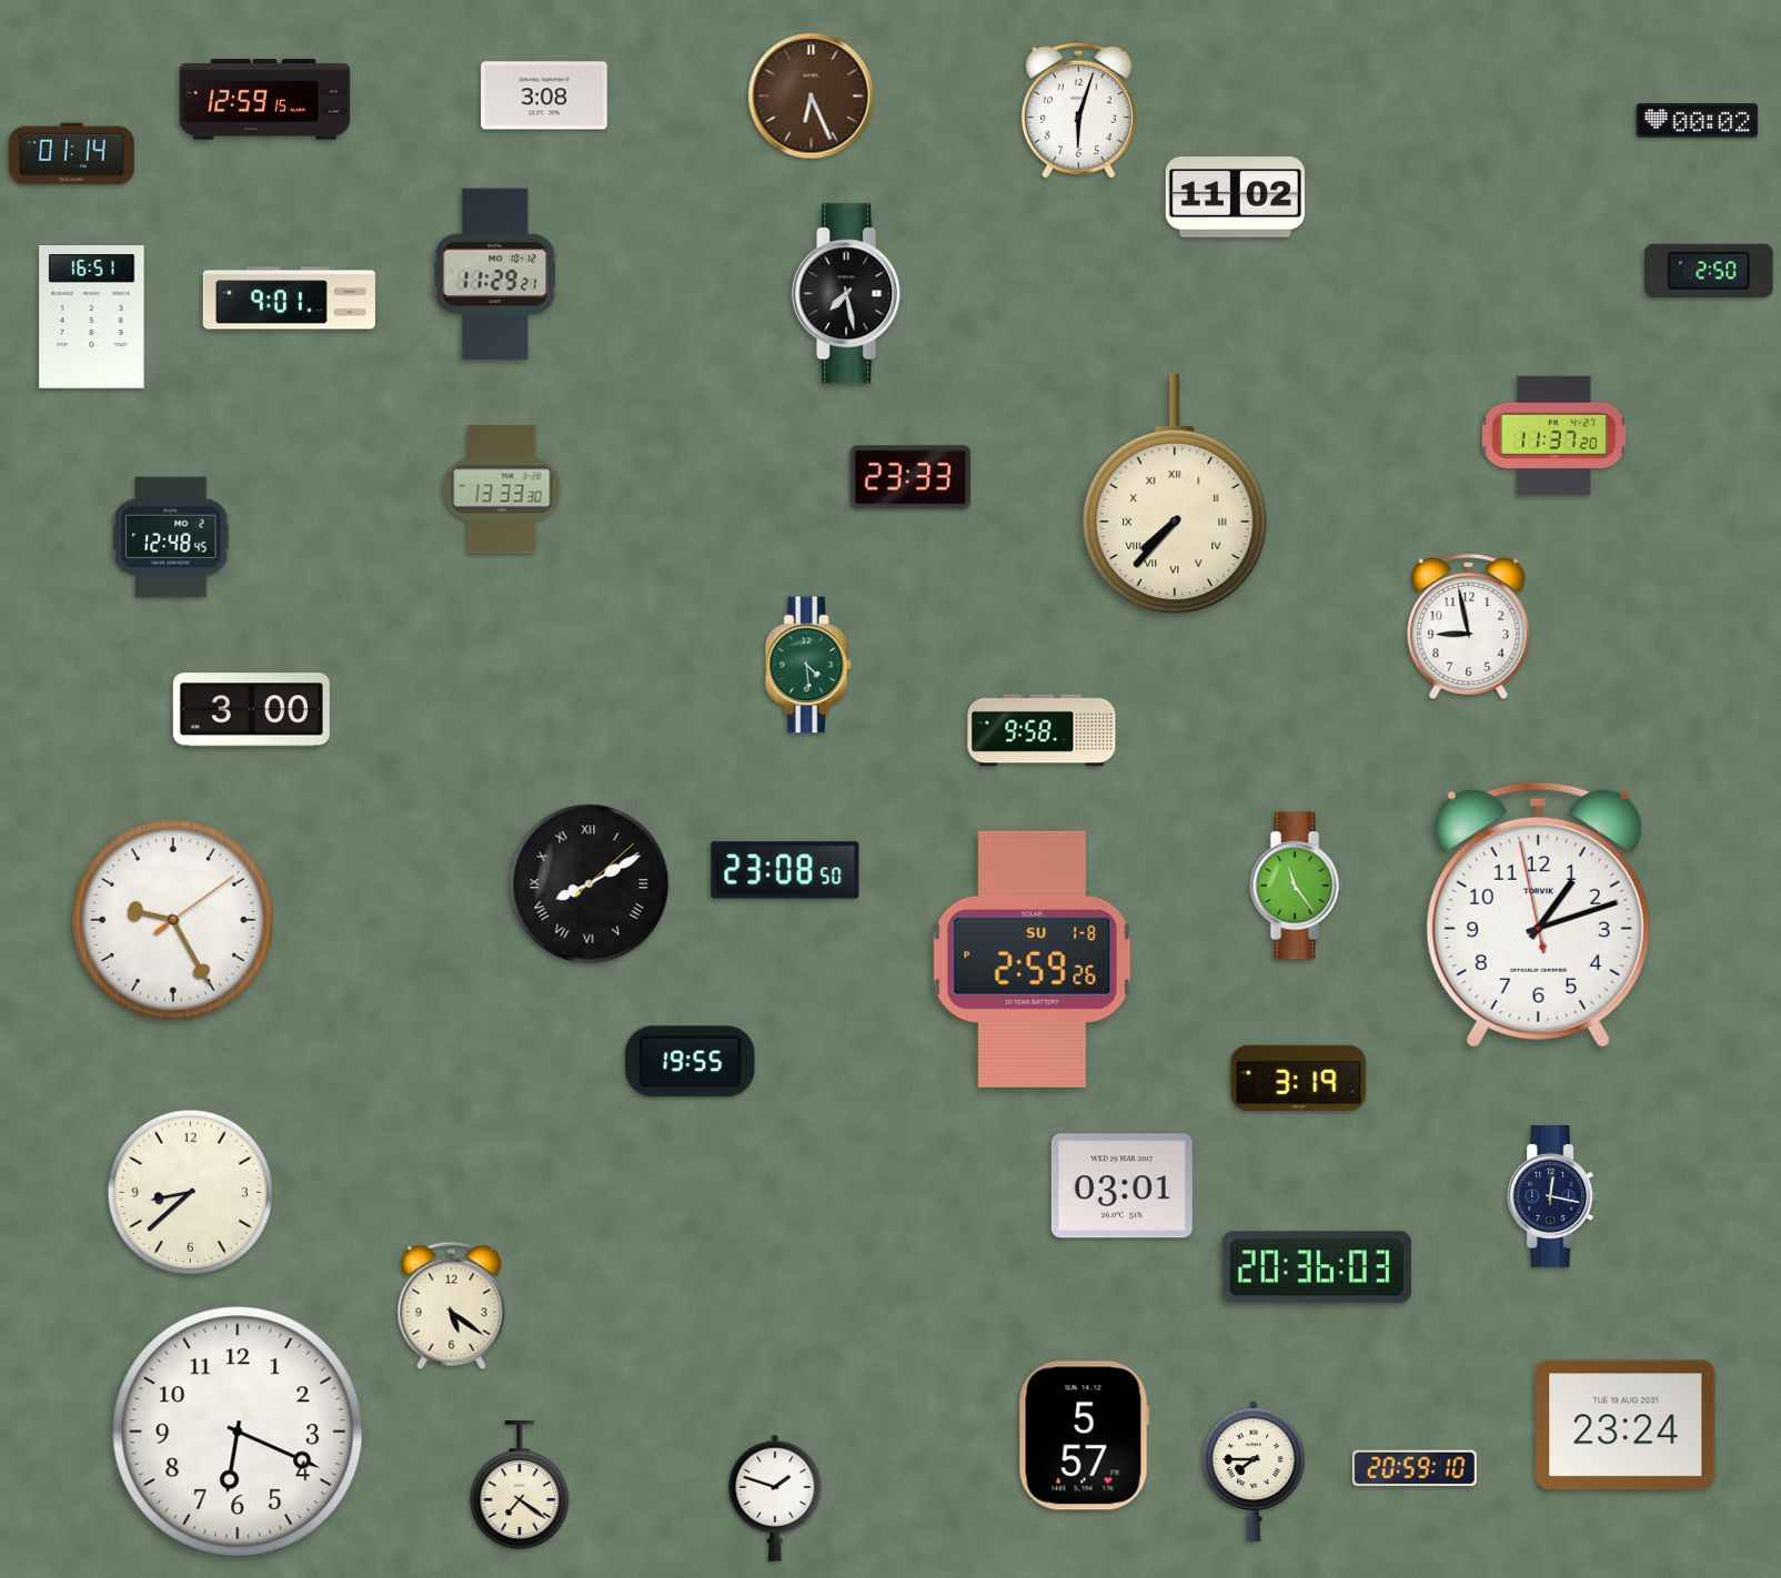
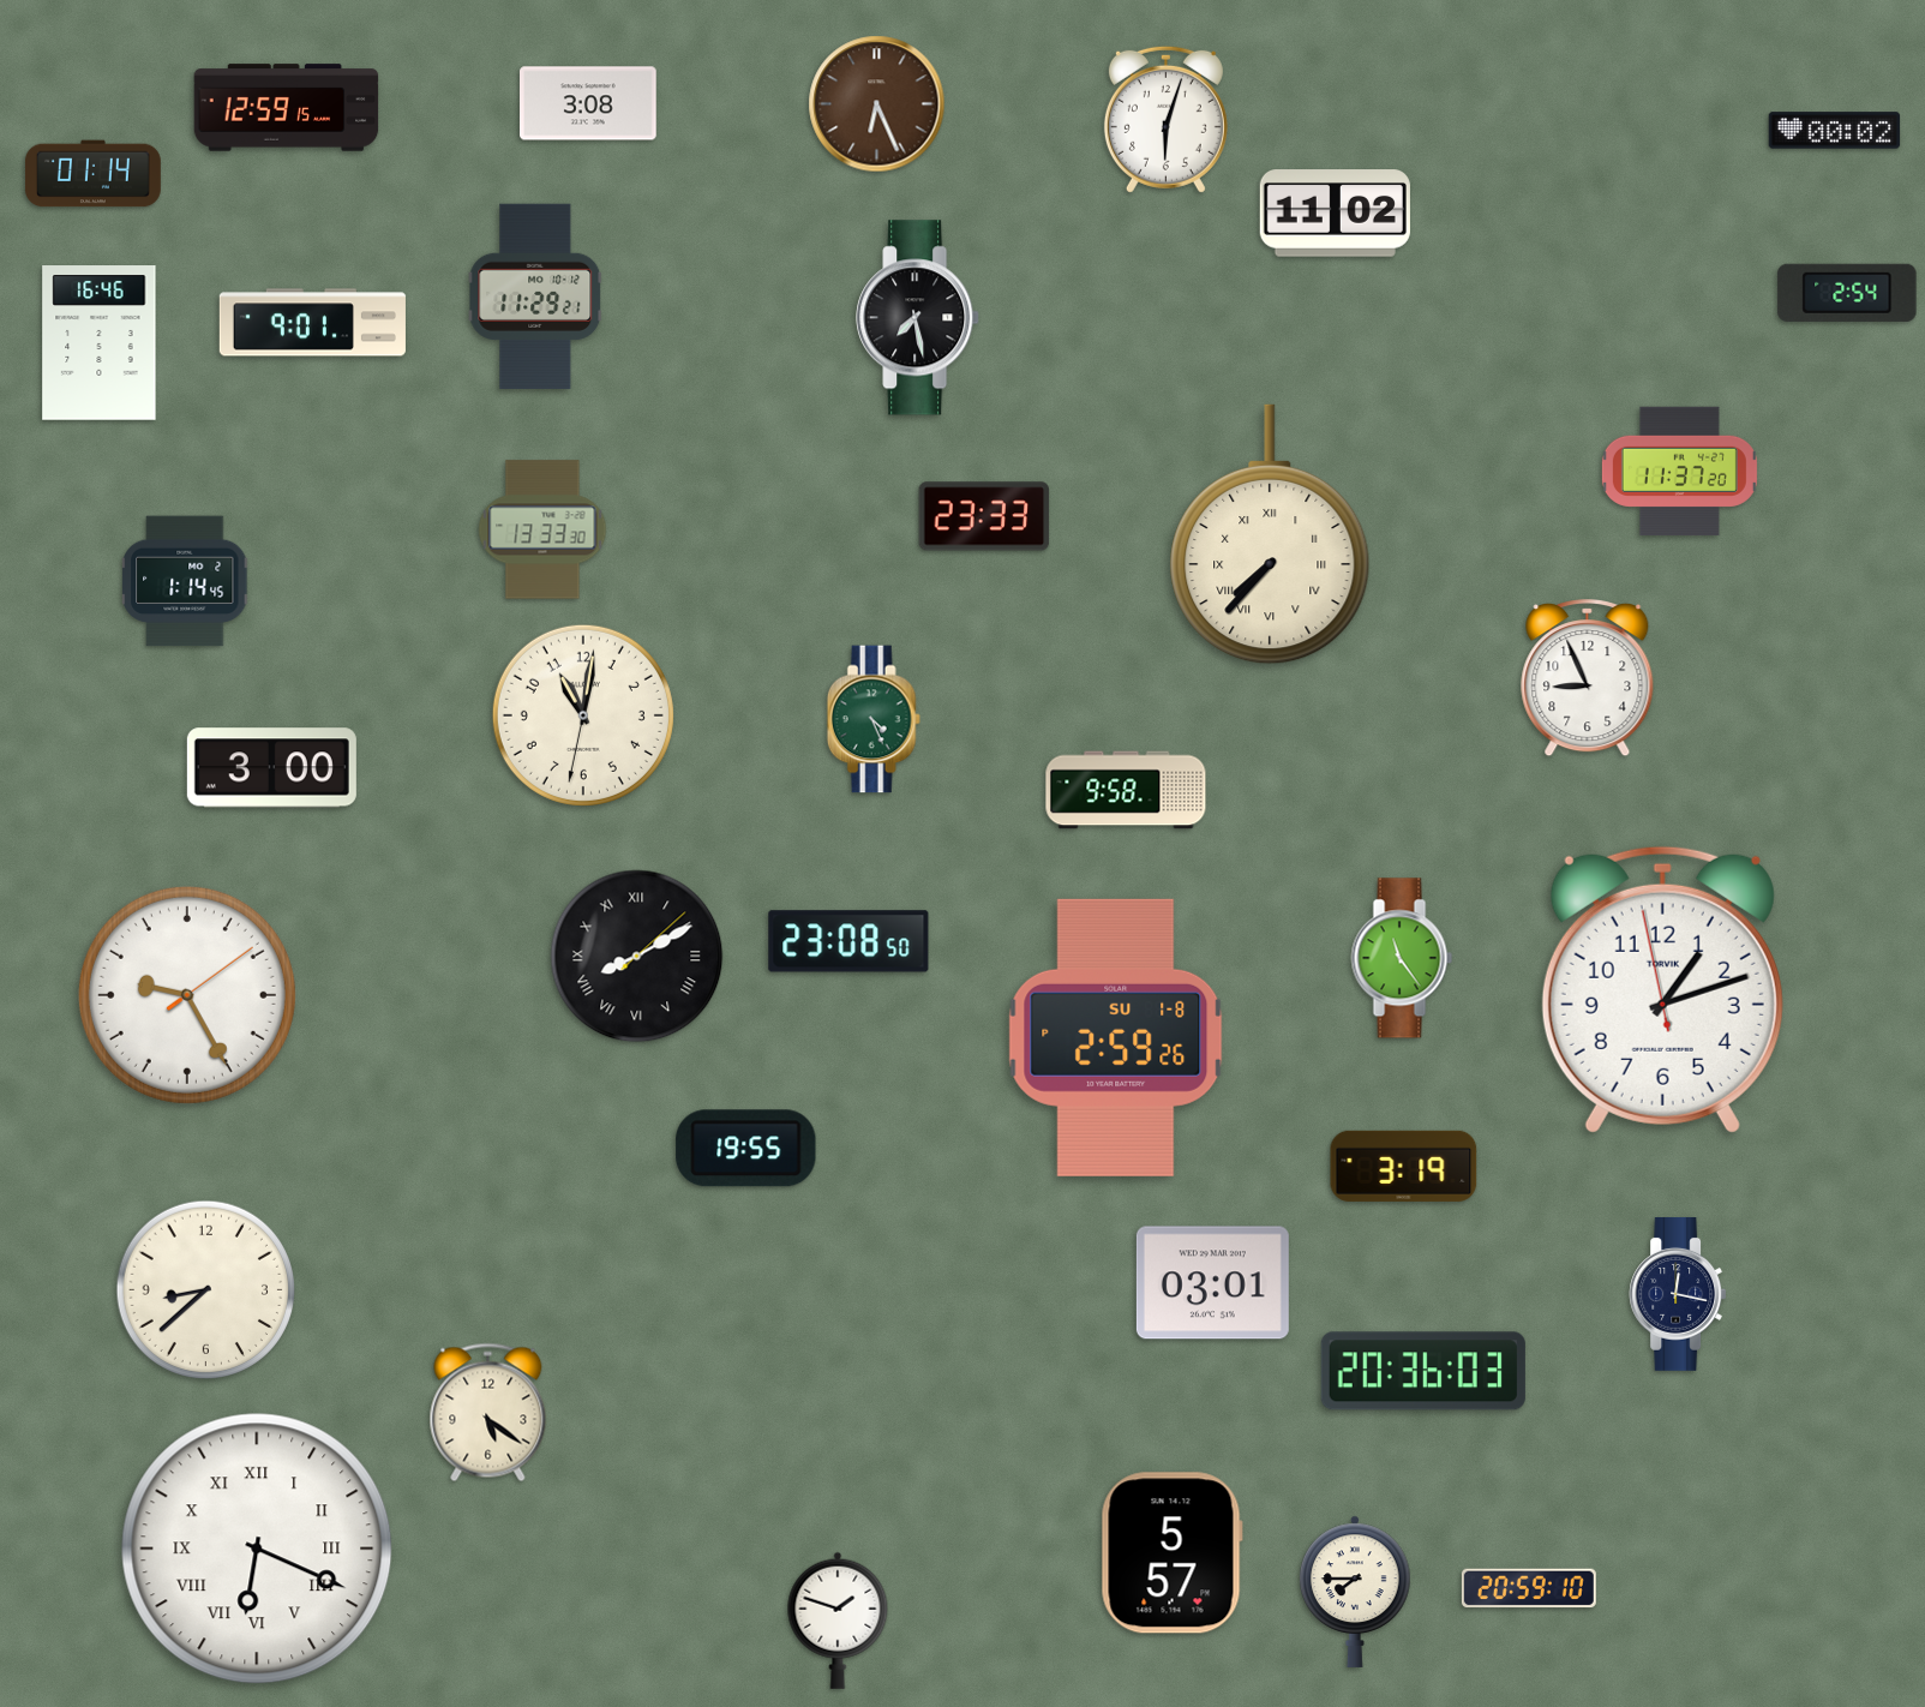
clock at (71, 154) position: (71, 154) -> (92, 174)
clock at (1709, 271): 2:50 -> 2:54
clock at (92, 317): 16:51 -> 16:46
clock at (172, 537): 12:48 -> 1:14
clock at (1469, 627): 8:58 -> 8:56
clock at (583, 715): none -> 11:01
clock at (808, 665): 4:29 -> 4:26
clock at (1626, 1425): 23:24 -> none
clock at (238, 1432) numerals: Arabic -> Roman
clock at (520, 1485): 7:21 -> none
